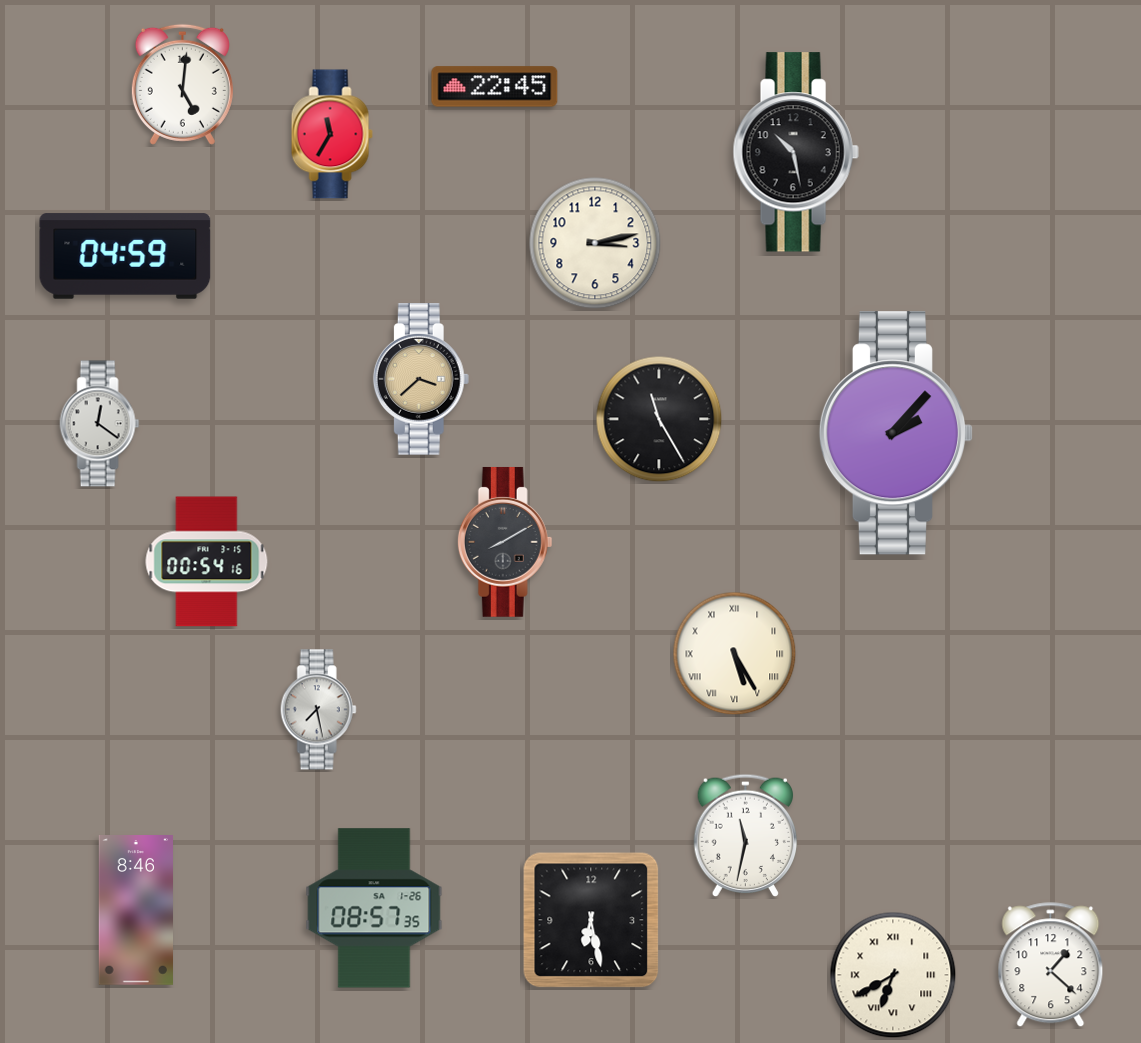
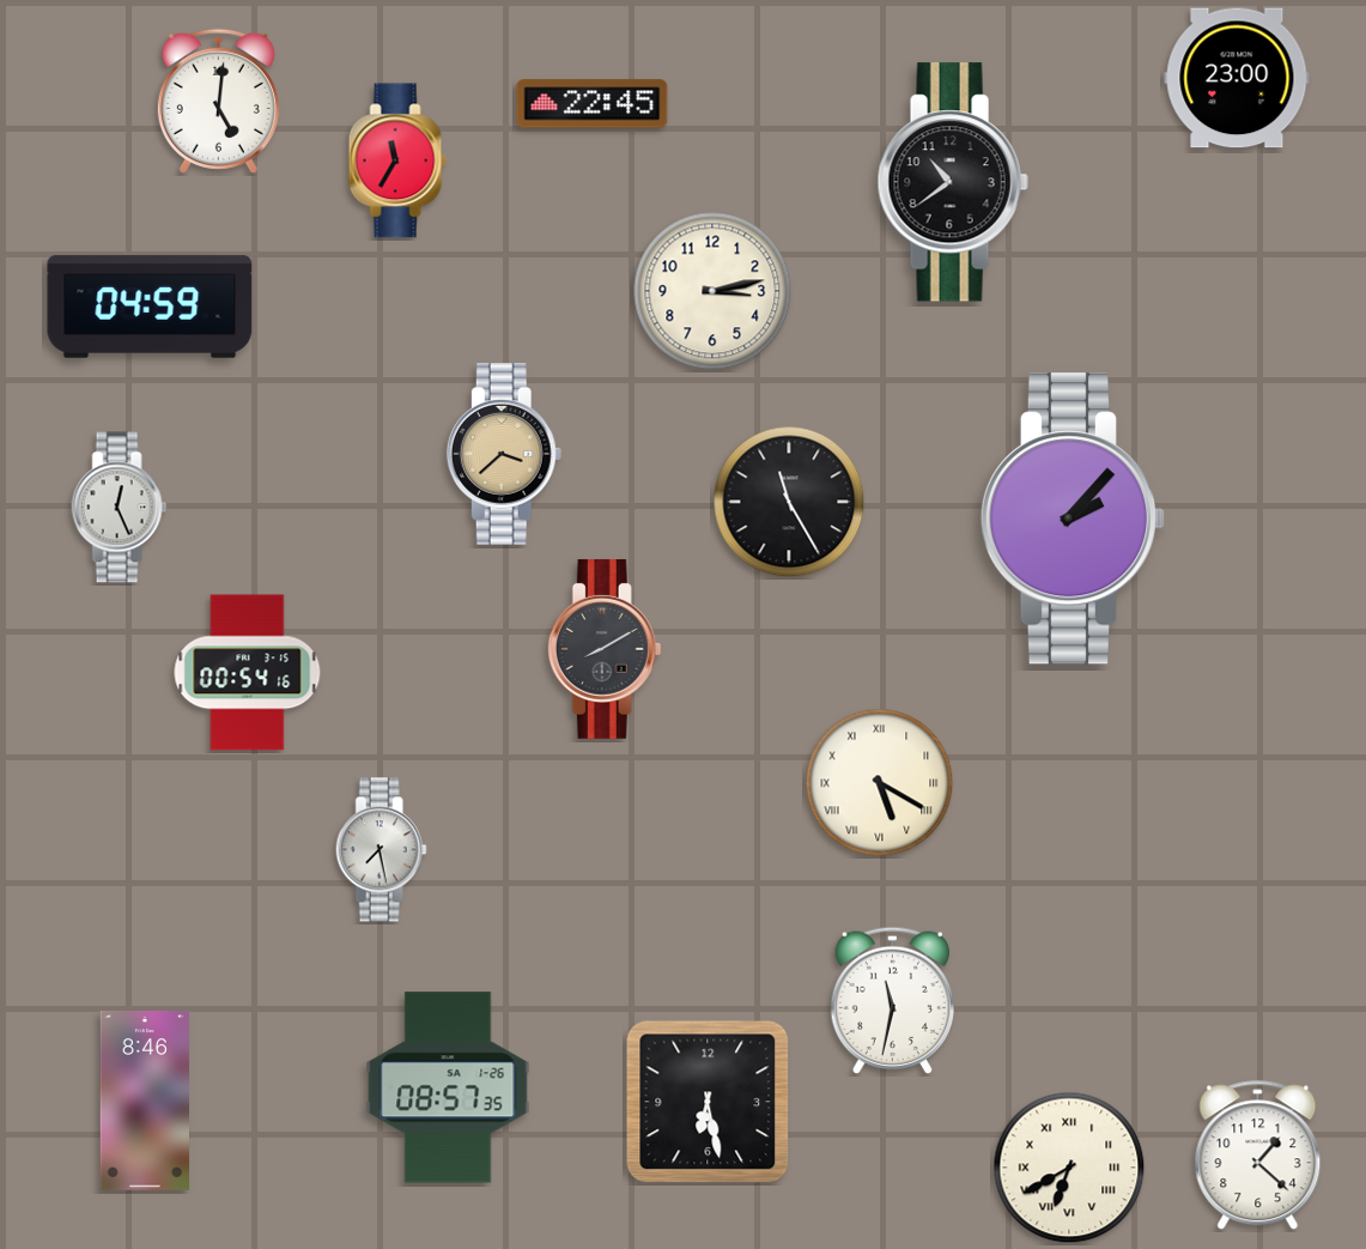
clock at (1237, 78): none -> 23:00
clock at (796, 152): 10:28 -> 10:39
clock at (100, 424): 12:21 -> 12:26
clock at (735, 654): 5:25 -> 5:20
clock at (135, 911) position: (135, 911) -> (144, 1102)
